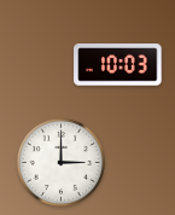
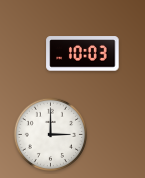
clock at (118, 65) position: (118, 65) -> (83, 54)
